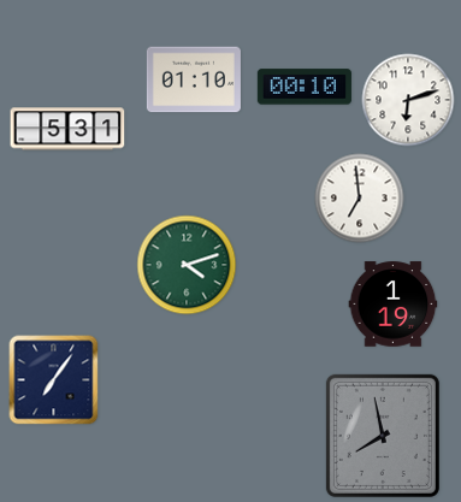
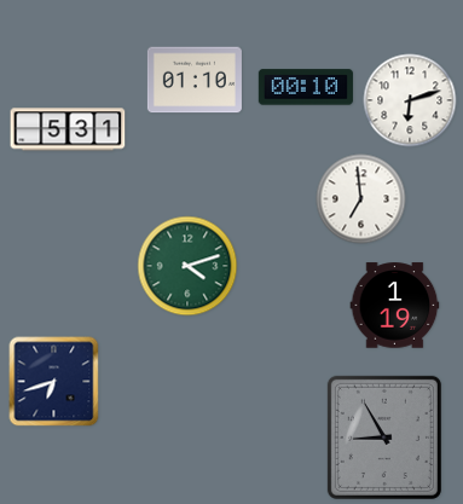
clock at (54, 380): 7:06 -> 6:42
clock at (383, 436): 7:58 -> 8:55
